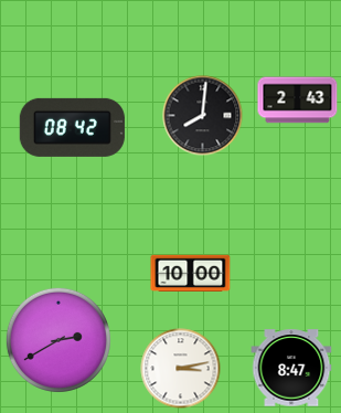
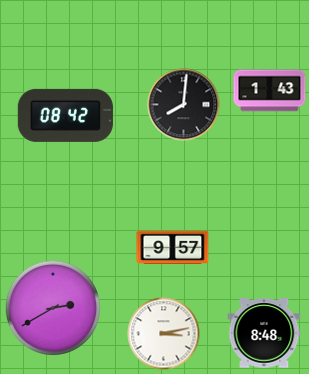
clock at (298, 100): 2:43 -> 1:43
clock at (191, 274): 10:00 -> 9:57
clock at (291, 368): 8:47 -> 8:48
